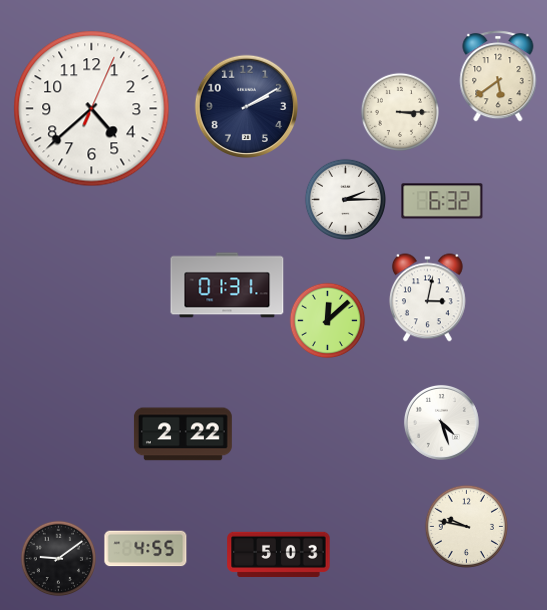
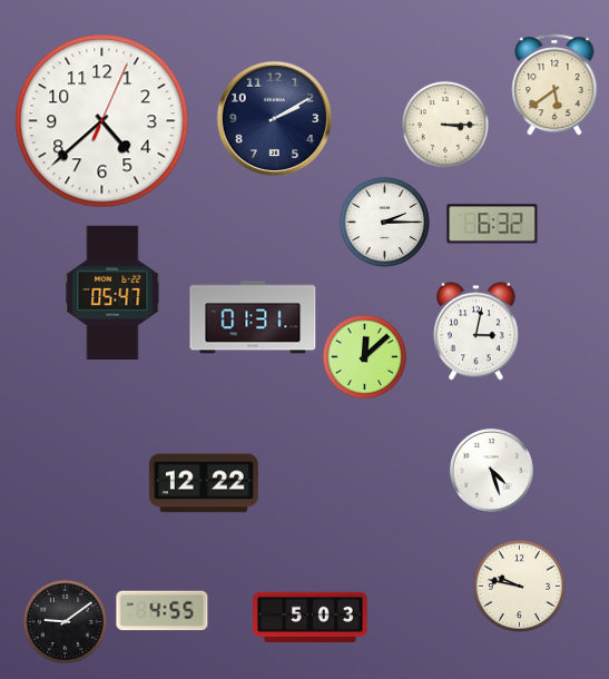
clock at (112, 292): none -> 05:47
clock at (183, 434): 2:22 -> 12:22
